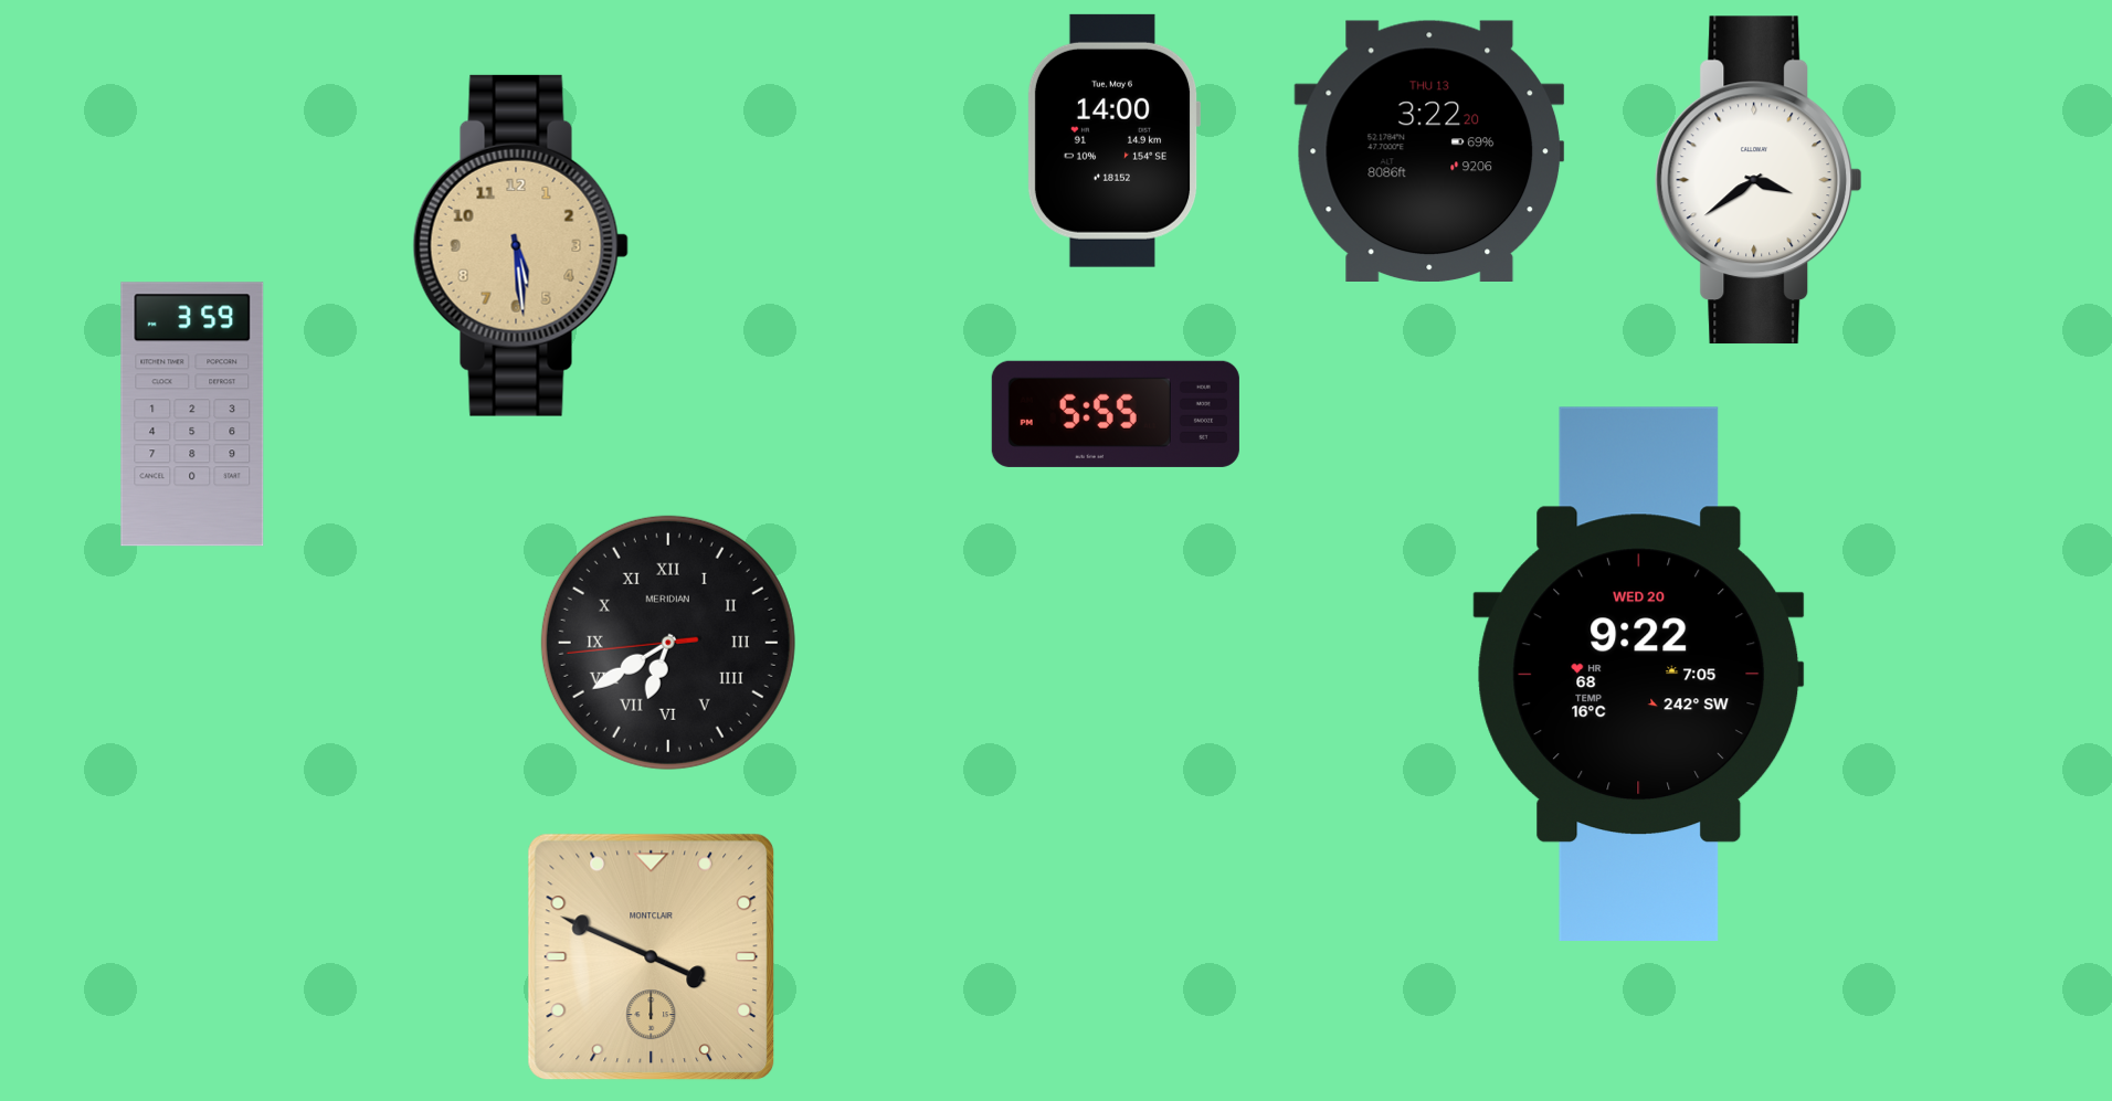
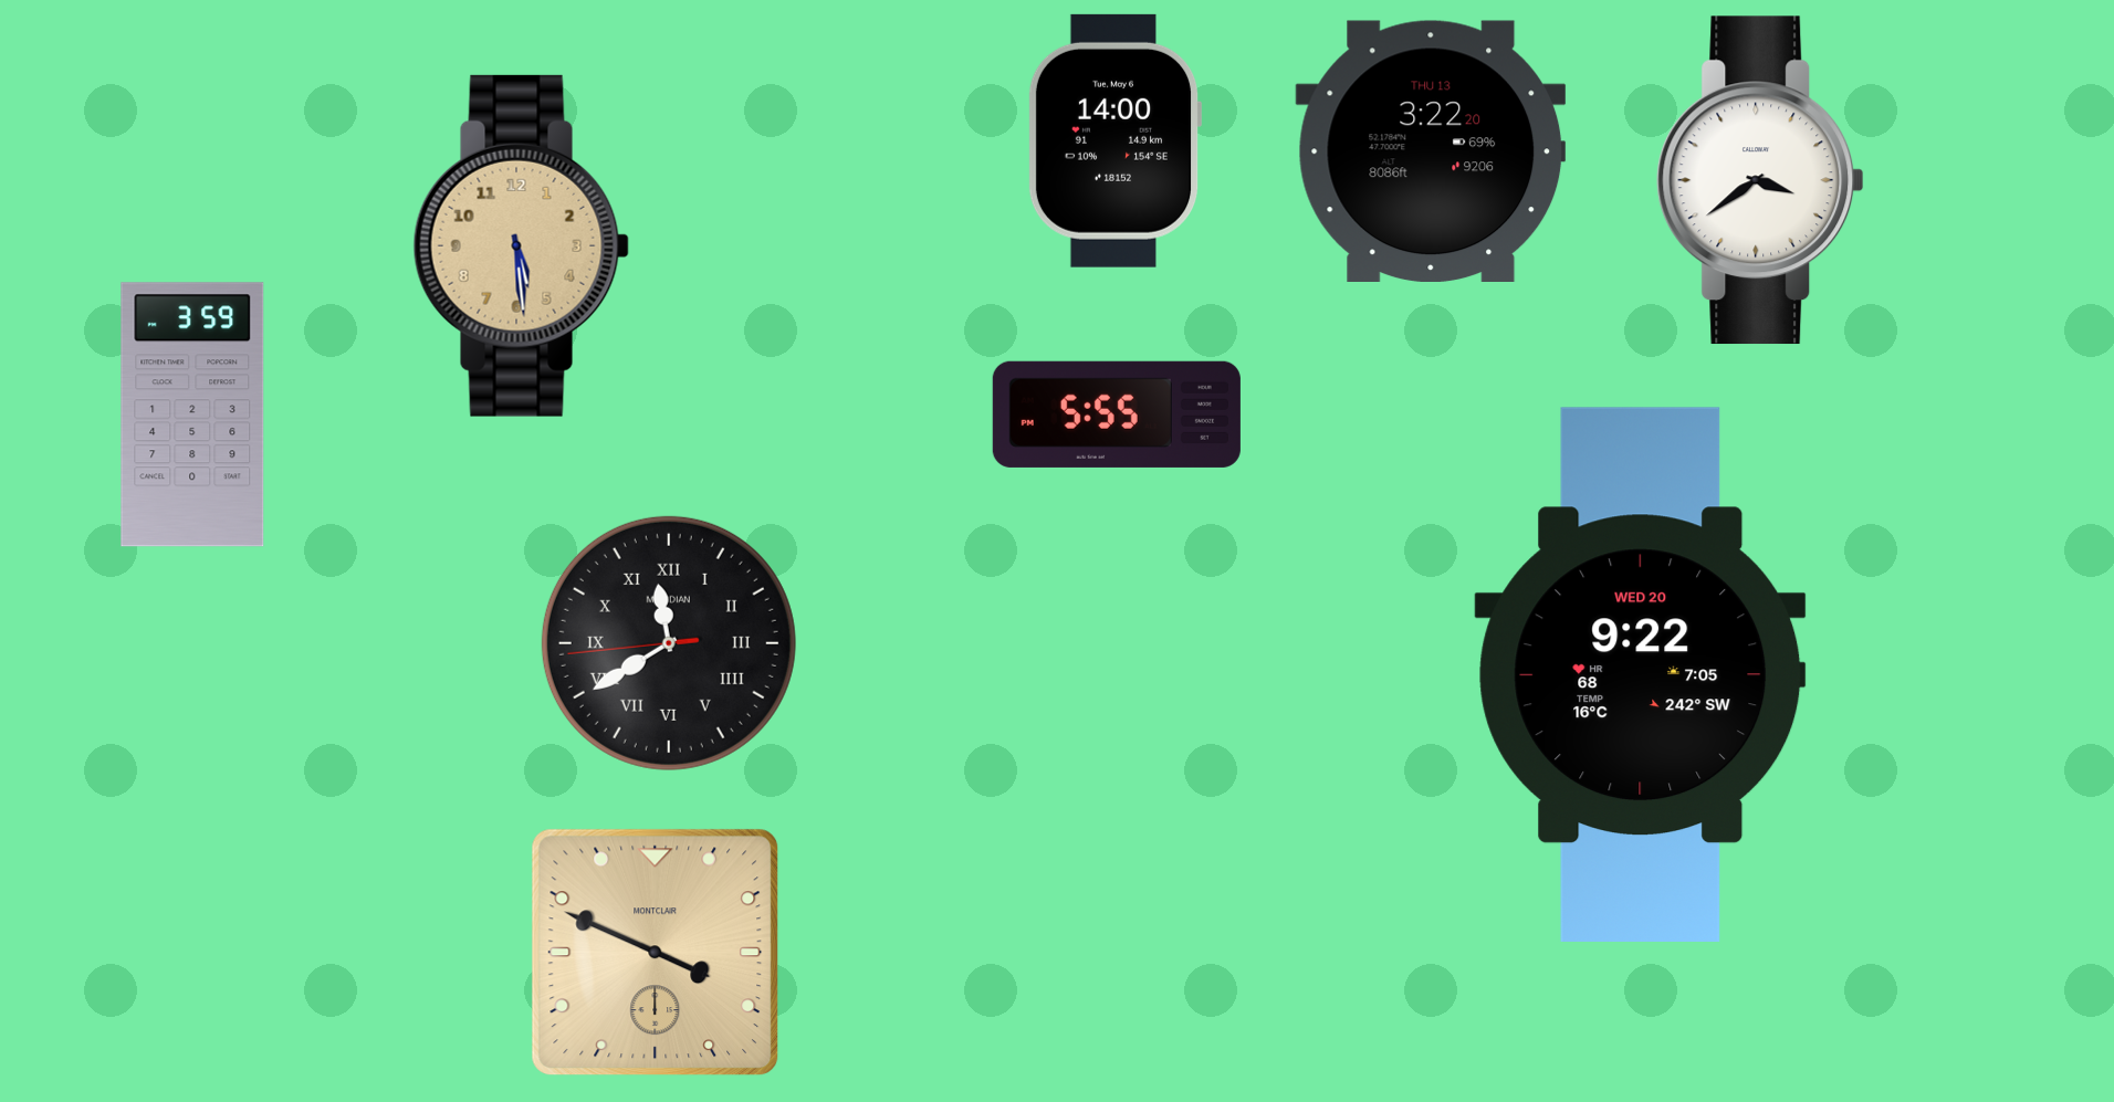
clock at (668, 643): 6:39 -> 11:39
clock at (652, 957) position: (652, 957) -> (656, 953)
